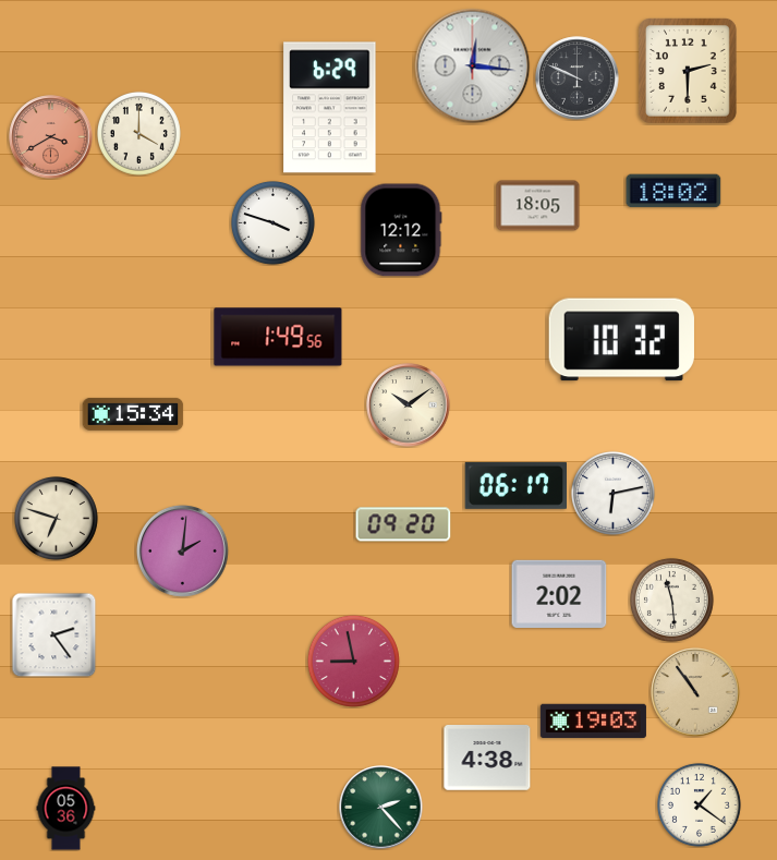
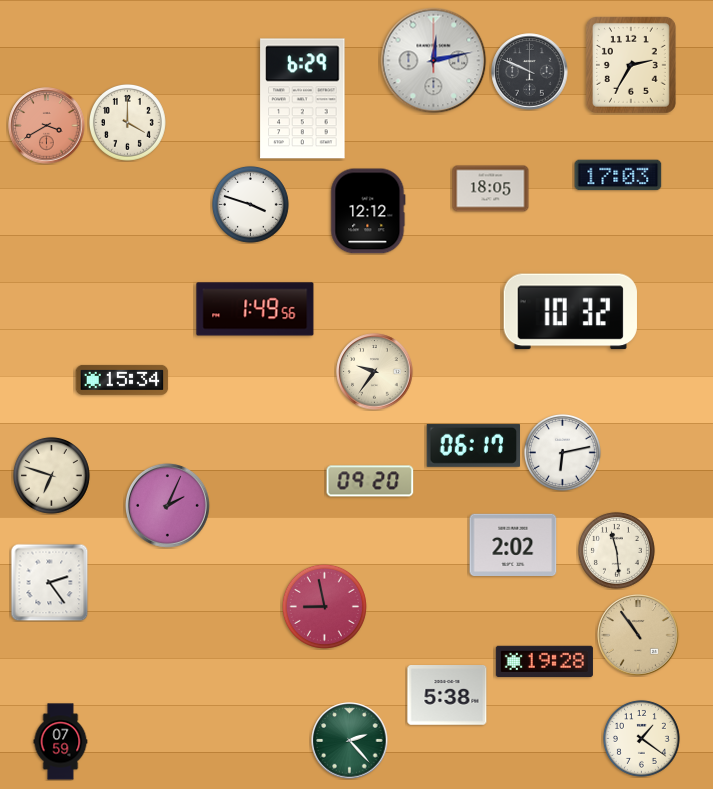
clock at (473, 66): 12:16 -> 12:13
clock at (688, 71): 2:30 -> 2:35
clock at (673, 191): 18:02 -> 17:03
clock at (538, 206) position: (538, 206) -> (491, 189)
clock at (409, 405): 10:09 -> 9:36
clock at (182, 550): 2:01 -> 2:04
clock at (593, 722): 19:03 -> 19:28
clock at (487, 759): 4:38 -> 5:38
clock at (66, 809): 05:36 -> 07:59
